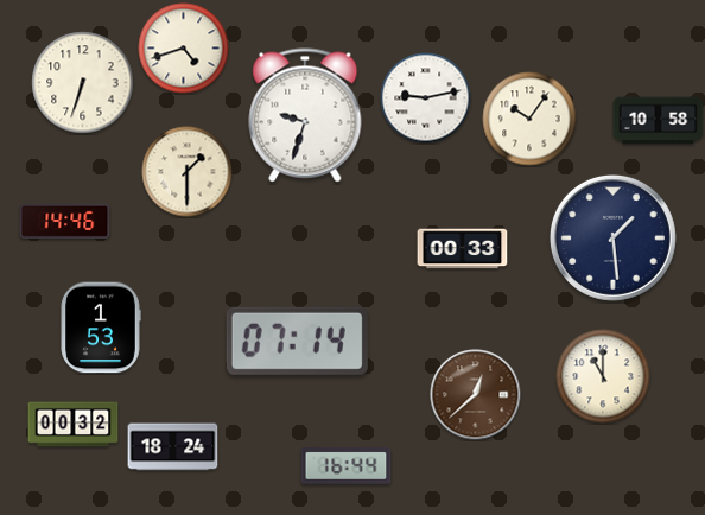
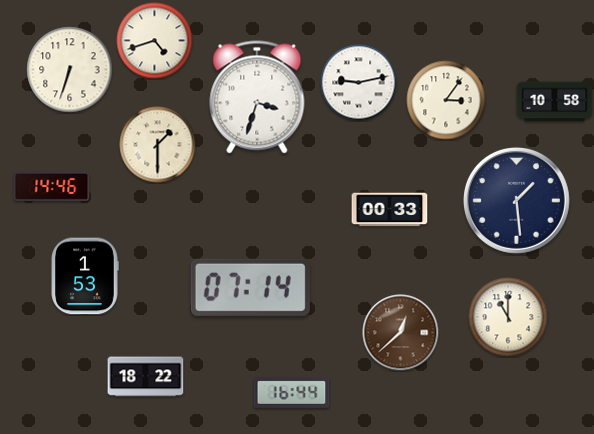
clock at (305, 115): 9:33 -> 3:33
clock at (529, 119): 10:06 -> 3:06
clock at (65, 221) position: (65, 221) -> (52, 186)
clock at (74, 425): 00:32 -> none
clock at (173, 447): 18:24 -> 18:22
